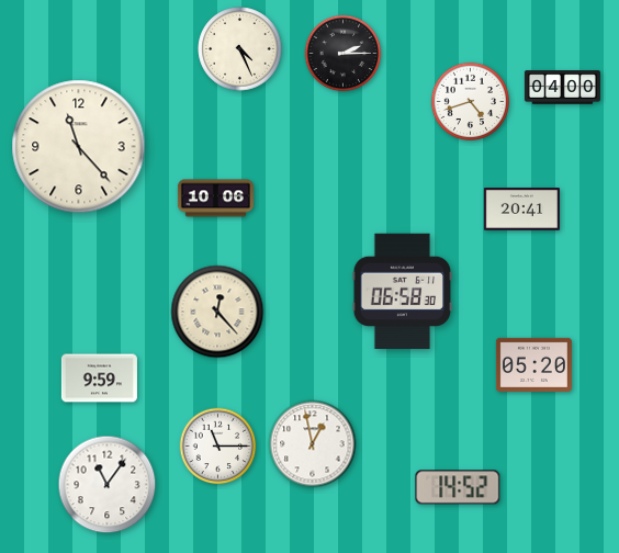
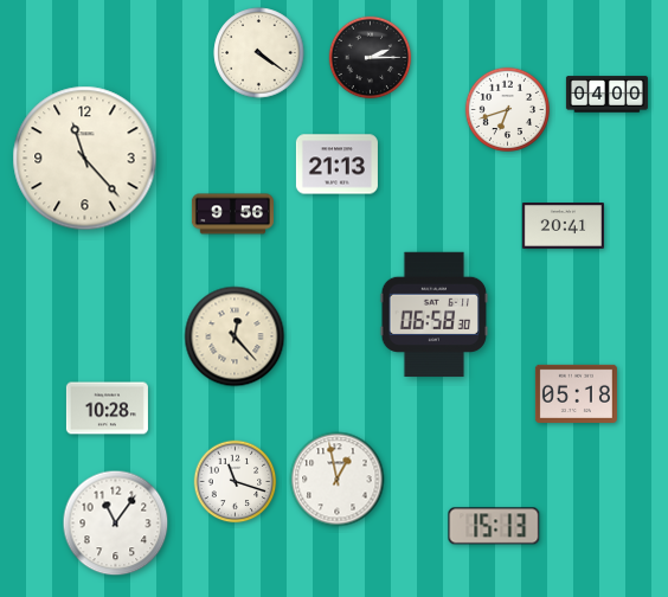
clock at (240, 49): 4:26 -> 4:21
clock at (470, 101): 4:42 -> 6:42
clock at (336, 165): none -> 21:13
clock at (215, 199): 10:06 -> 9:56
clock at (533, 364): 05:20 -> 05:18
clock at (99, 379): 9:59 -> 10:28
clock at (218, 447): 11:15 -> 11:18
clock at (458, 487): 14:52 -> 15:13
